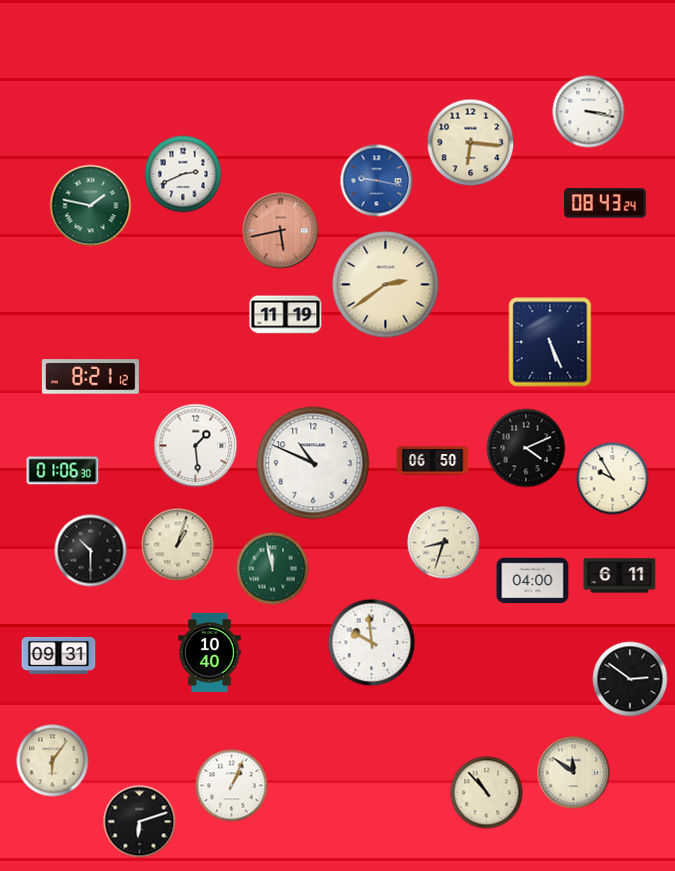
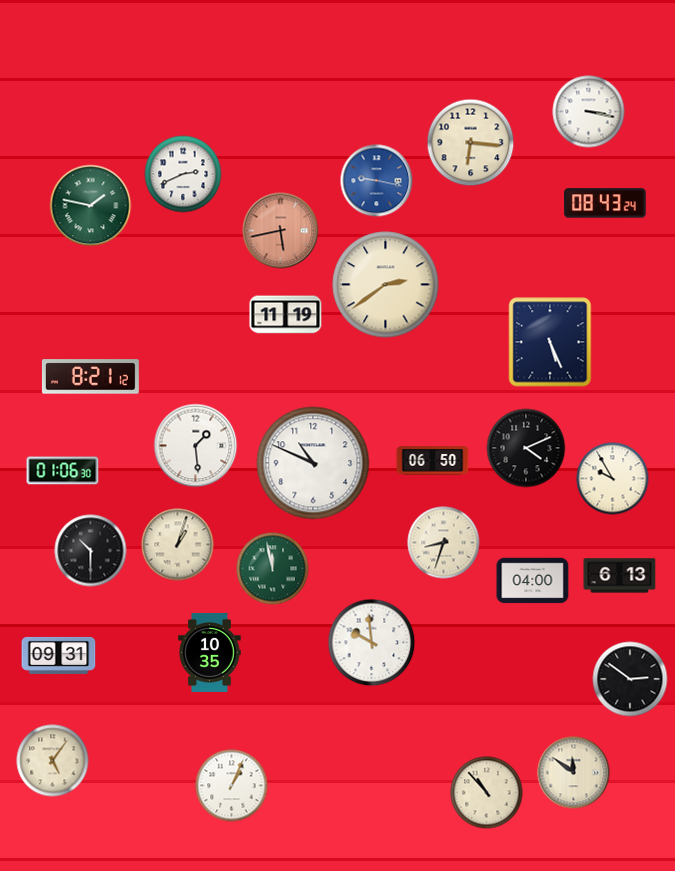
clock at (620, 576): 6:11 -> 6:13
clock at (210, 652): 10:40 -> 10:35
clock at (53, 761): 6:06 -> 5:06
clock at (140, 822): 6:12 -> none
